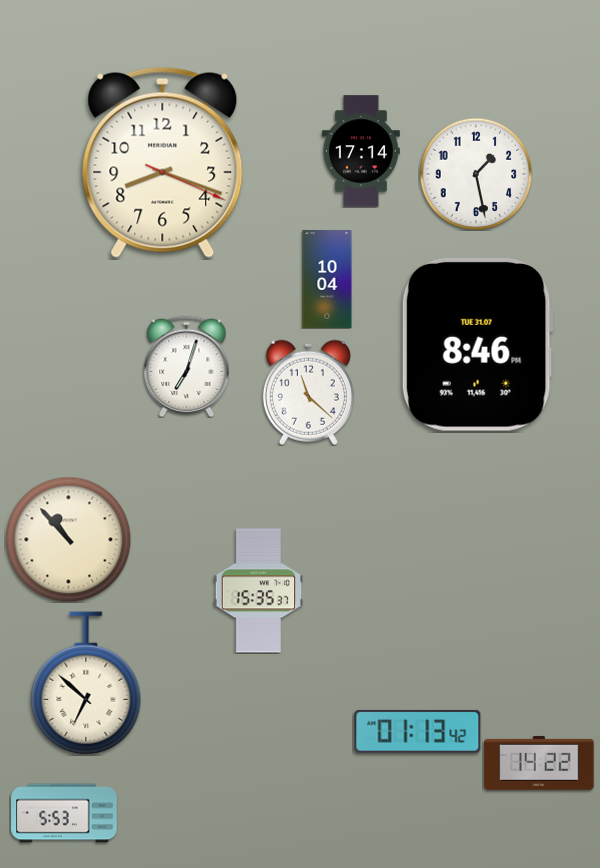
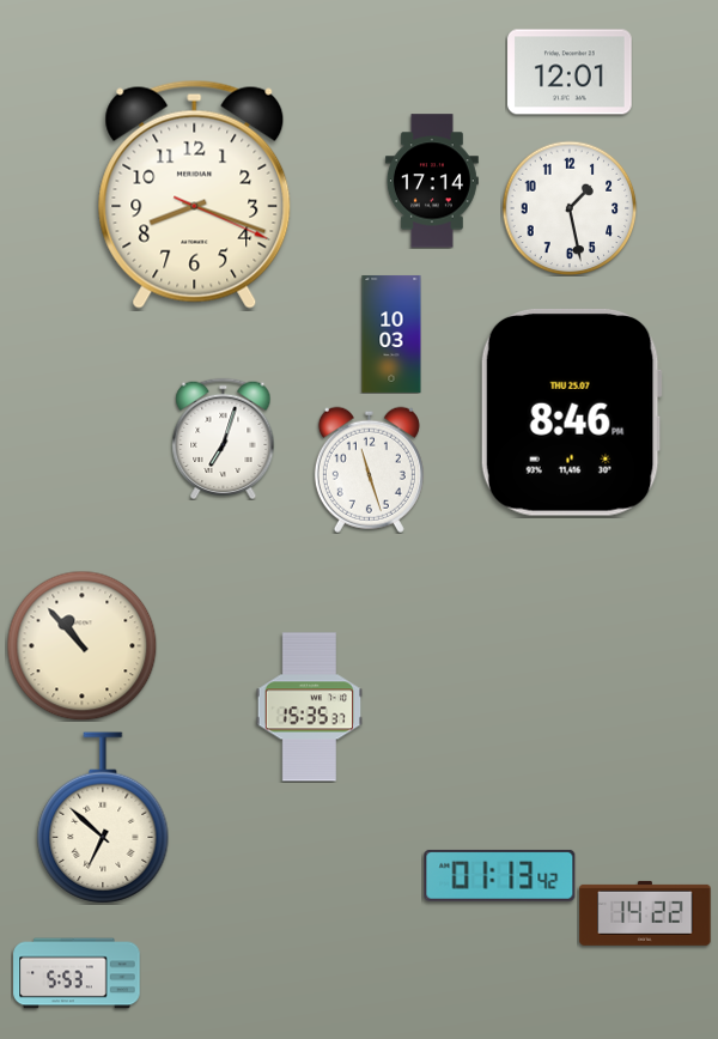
clock at (570, 72): none -> 12:01
clock at (327, 279): 10:04 -> 10:03
clock at (477, 345) date: TUE 31.07 -> THU 25.07
clock at (308, 392): 11:22 -> 11:27
